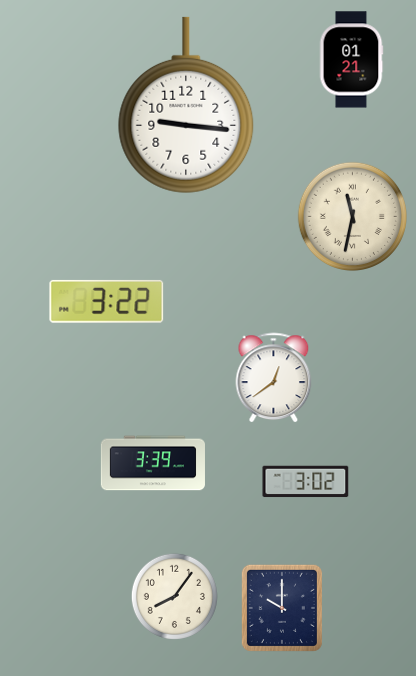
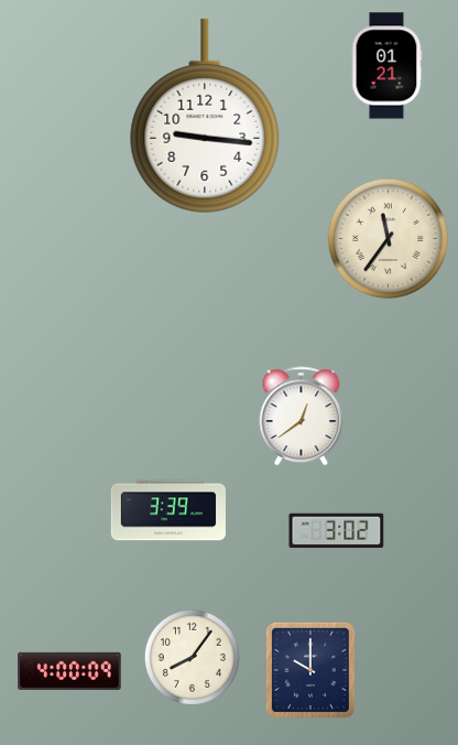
clock at (352, 216): 11:32 -> 11:36
clock at (107, 301): 3:22 -> none
clock at (69, 671): none -> 4:00
